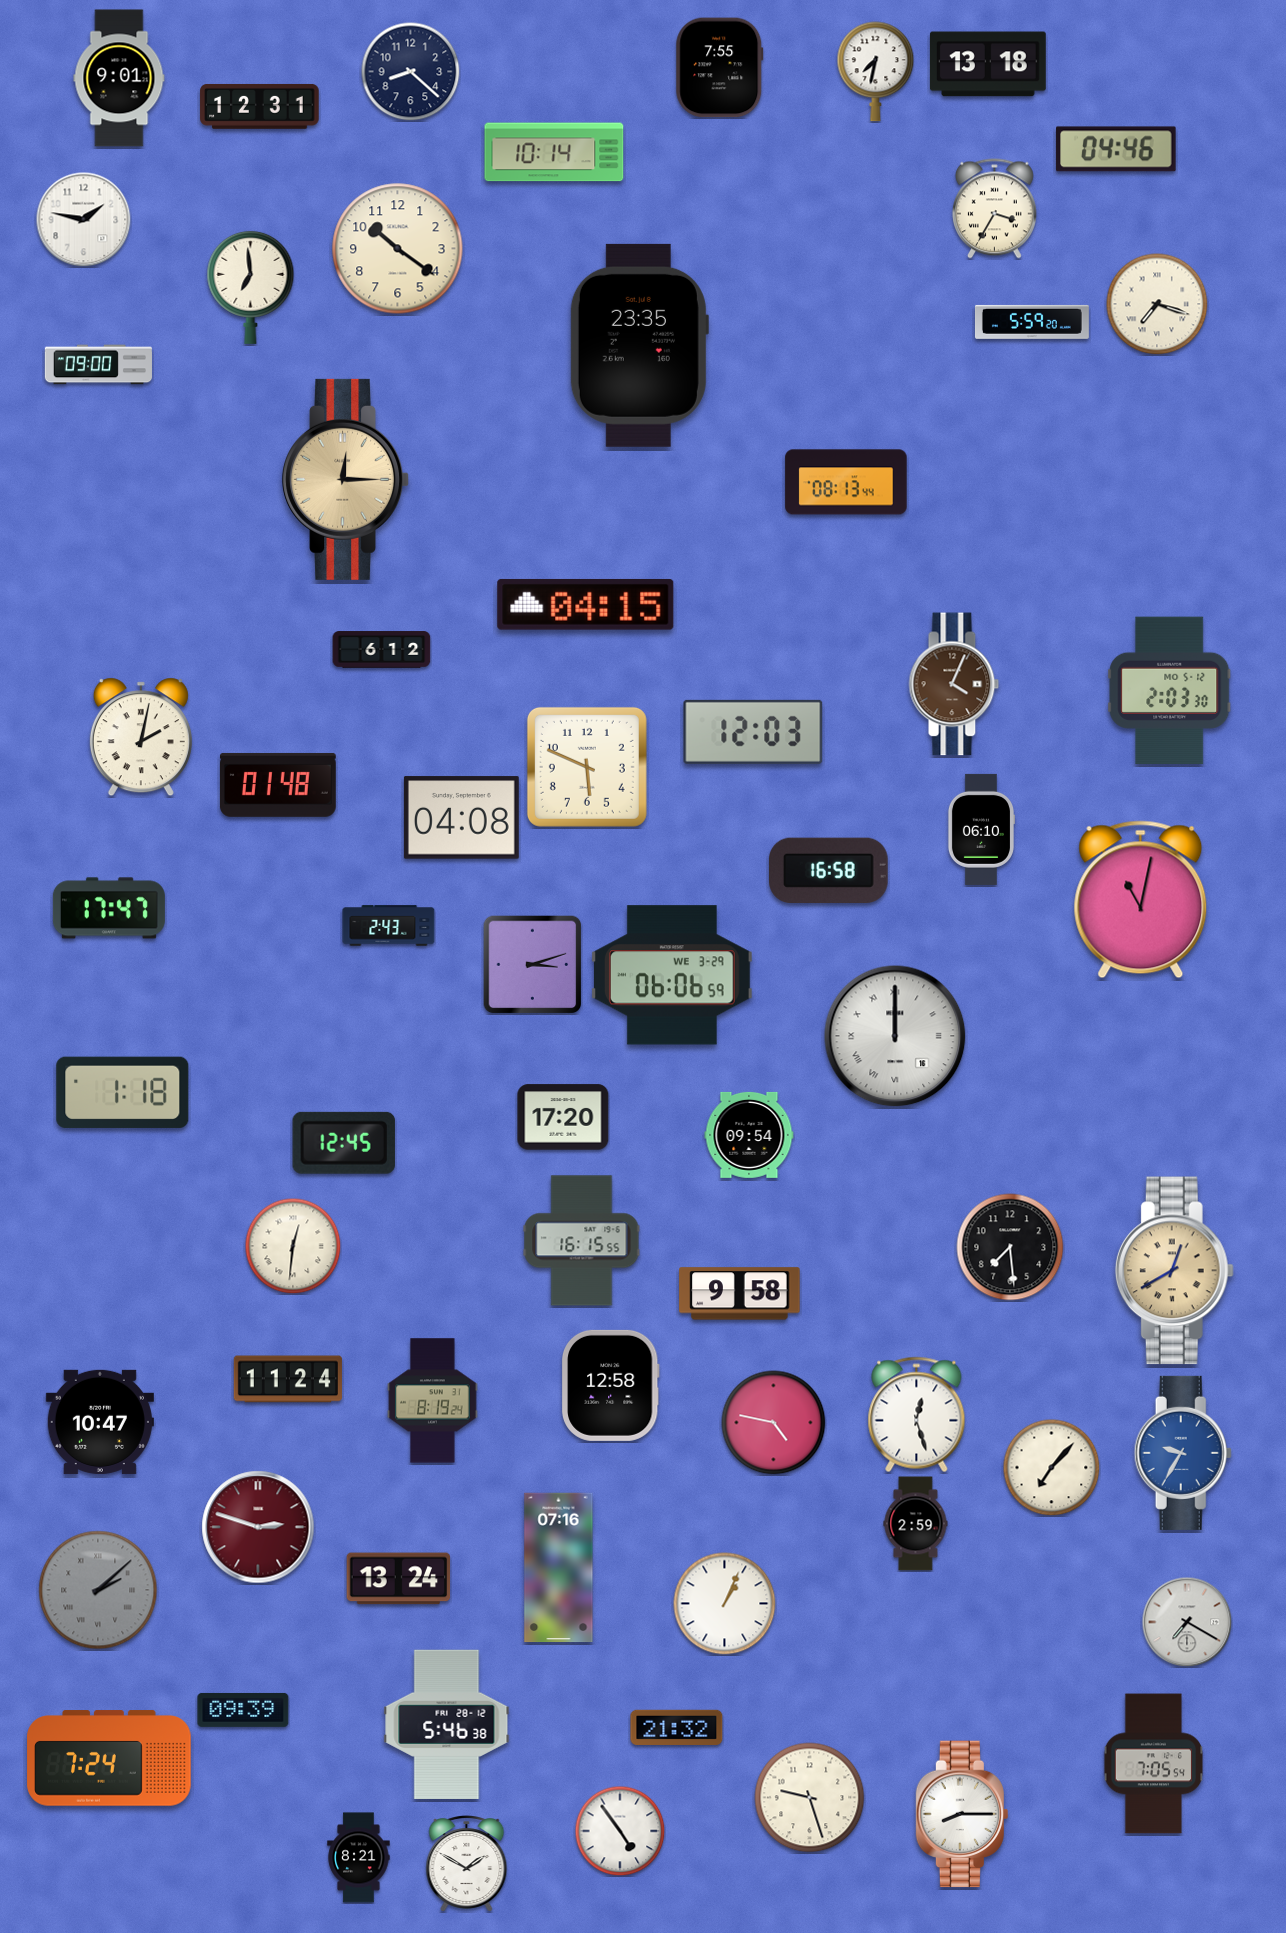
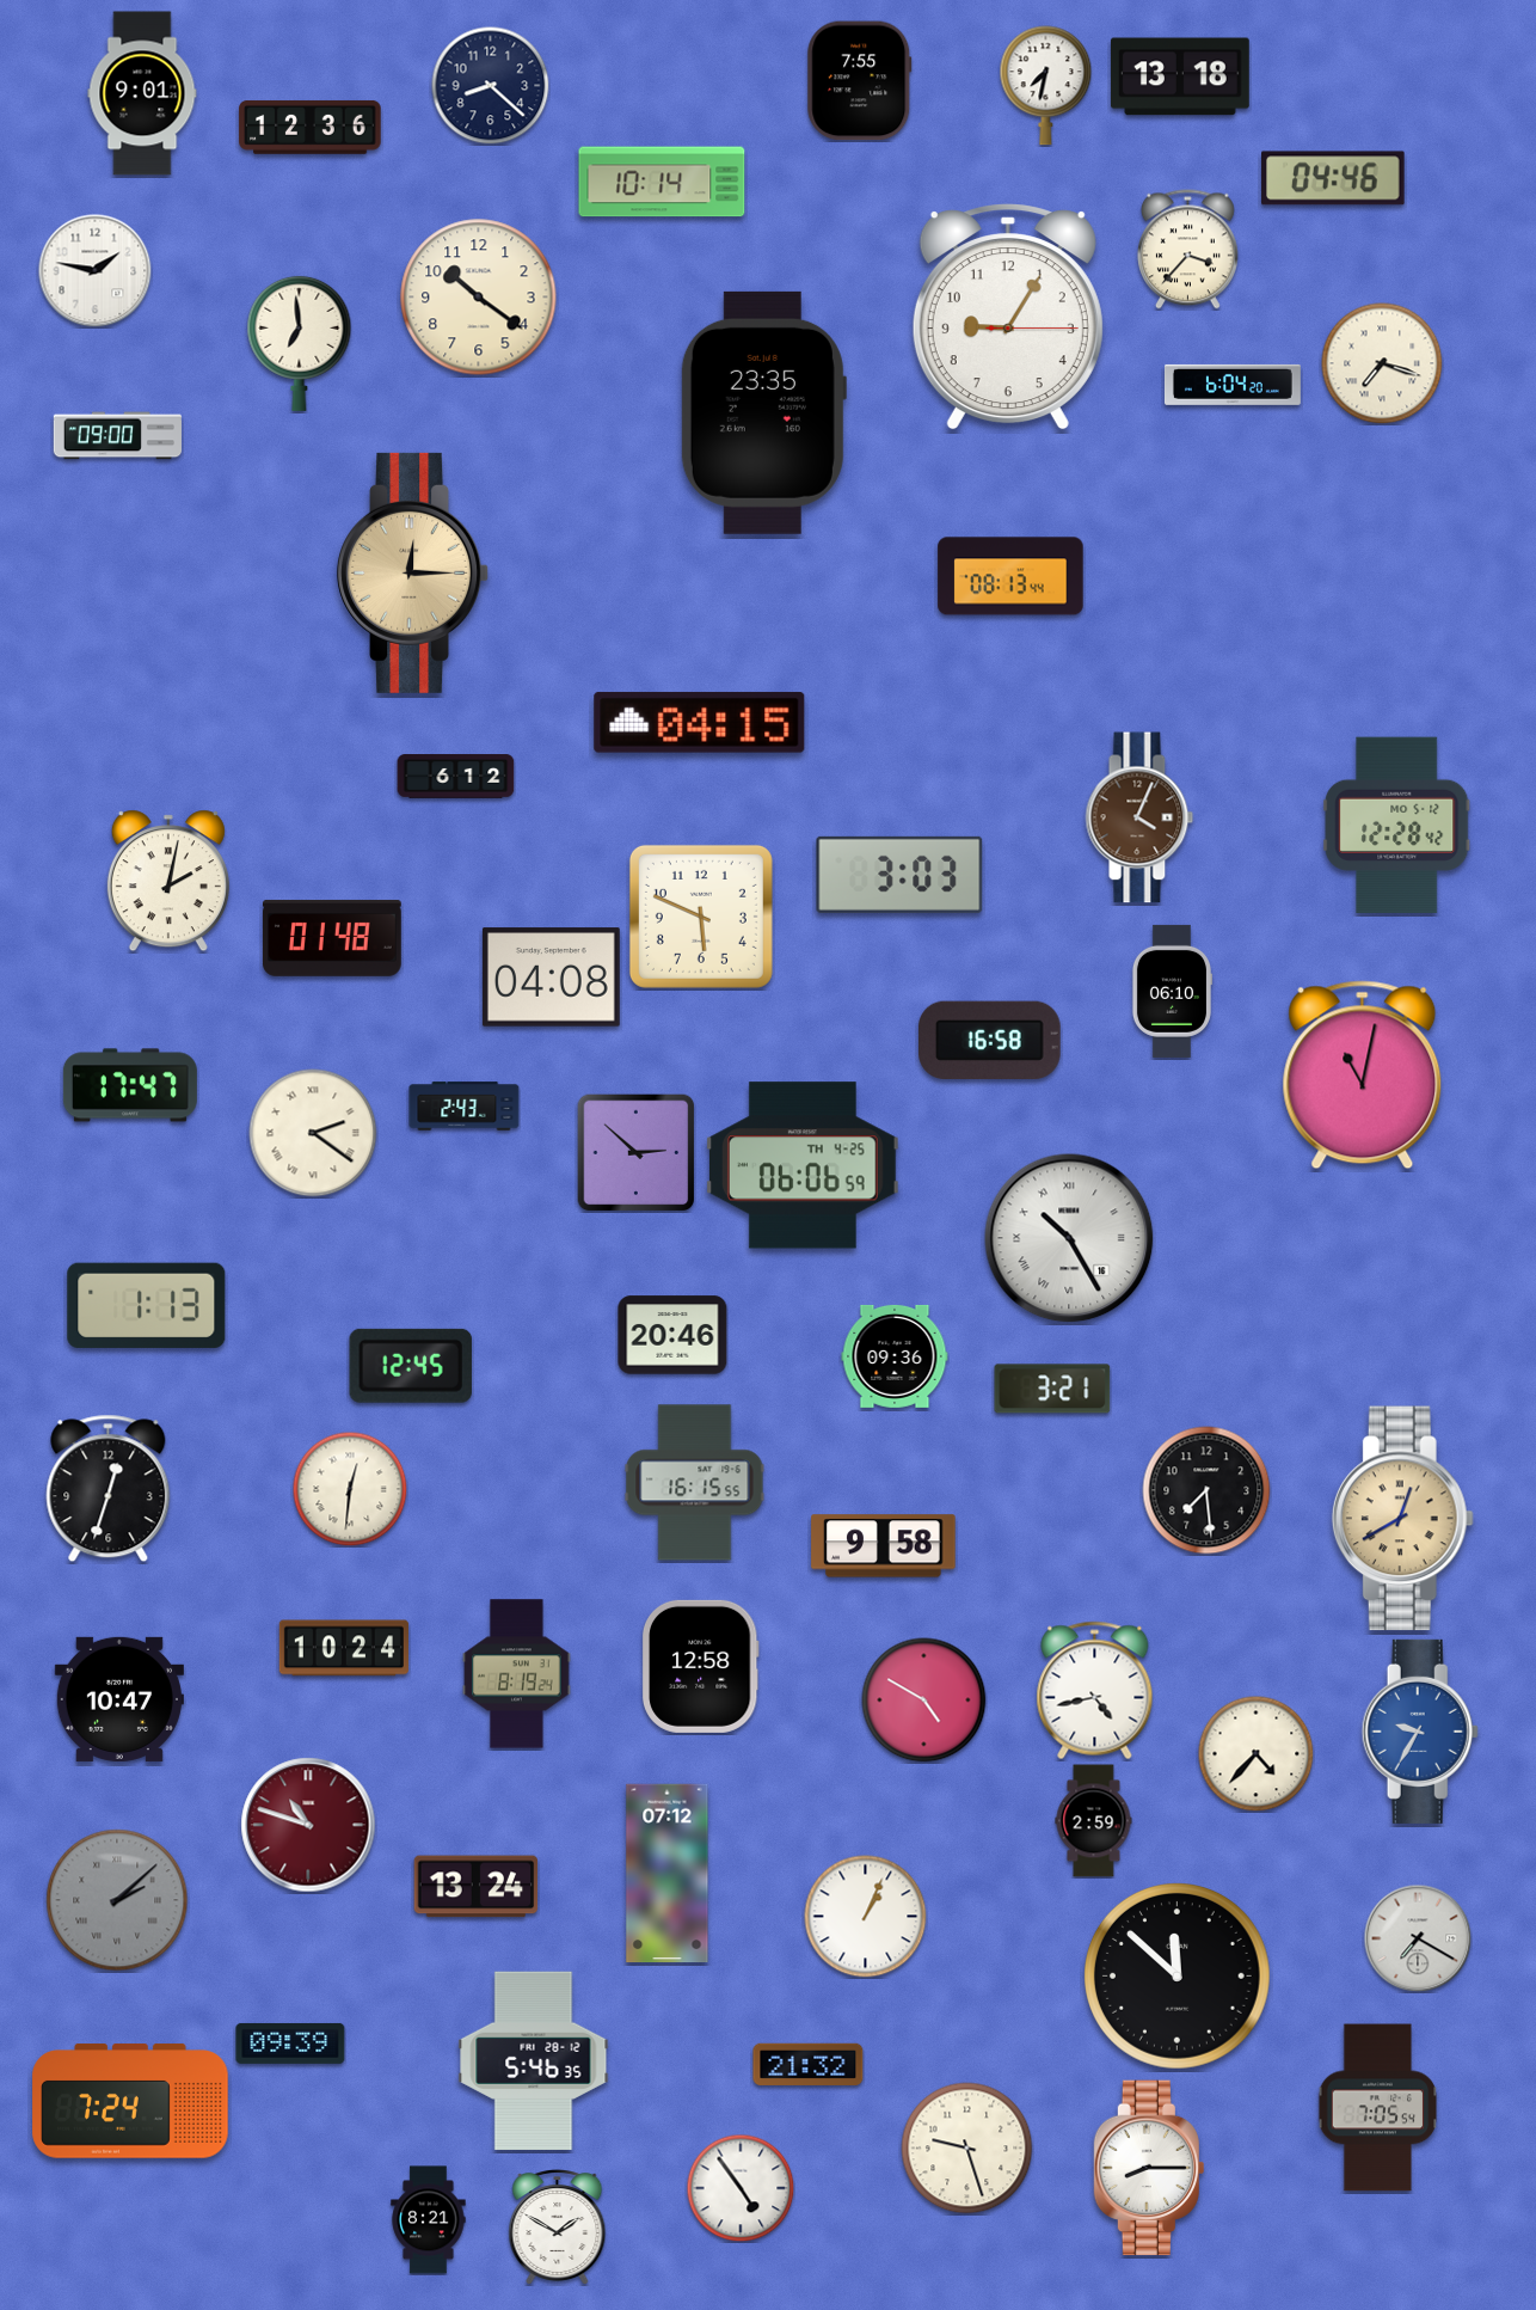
clock at (260, 106): 12:31 -> 12:36
clock at (994, 209): 3:35 -> 3:37
clock at (83, 219) position: (83, 219) -> (94, 270)
clock at (398, 249) position: (398, 249) -> (479, 298)
clock at (1008, 317): none -> 9:05
clock at (1032, 322): 5:59 -> 6:04
clock at (1170, 691): 2:03 -> 12:28
clock at (753, 732): 12:03 -> 3:03
clock at (313, 1133): none -> 2:21
clock at (532, 964): 3:12 -> 2:52
clock at (672, 975) date: WE 3-29 -> TH 4-25
clock at (895, 1036): 12:00 -> 10:25
clock at (123, 1092): 1:18 -> 1:13
clock at (563, 1117): 17:20 -> 20:46
clock at (749, 1135): 09:54 -> 09:36
clock at (1052, 1389): none -> 3:21
clock at (109, 1489): none -> 12:33
clock at (288, 1379): 11:24 -> 10:24
clock at (610, 1385) position: (610, 1385) -> (700, 1666)
clock at (917, 1415): 12:27 -> 4:43
clock at (774, 1423): 4:47 -> 4:50
clock at (1183, 1453) position: (1183, 1453) -> (1420, 1732)
clock at (1051, 1467): 7:07 -> 4:37
clock at (258, 1527): 2:48 -> 10:48
clock at (559, 1568): 07:16 -> 07:12
clock at (1178, 1977): none -> 11:52
clock at (447, 1724): 5:46:38 -> 5:46:35
